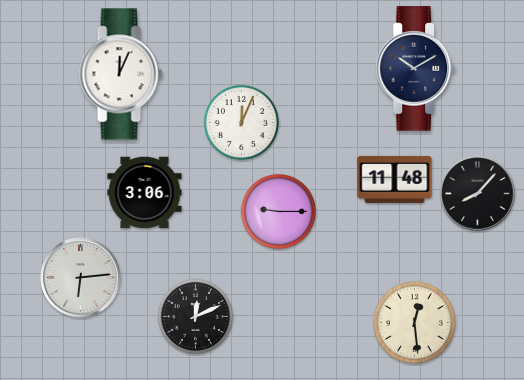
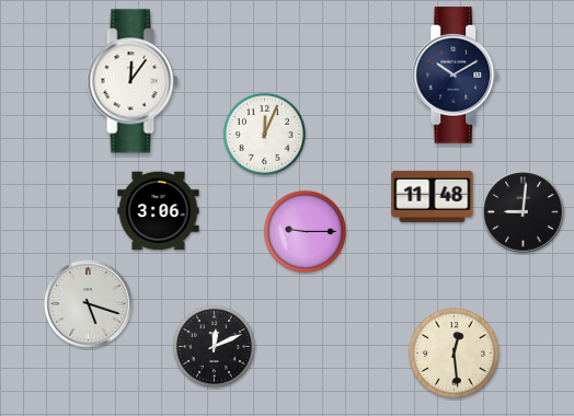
clock at (121, 74): 12:04 -> 12:06
clock at (478, 194): 8:07 -> 9:01
clock at (81, 278): 6:14 -> 5:18
